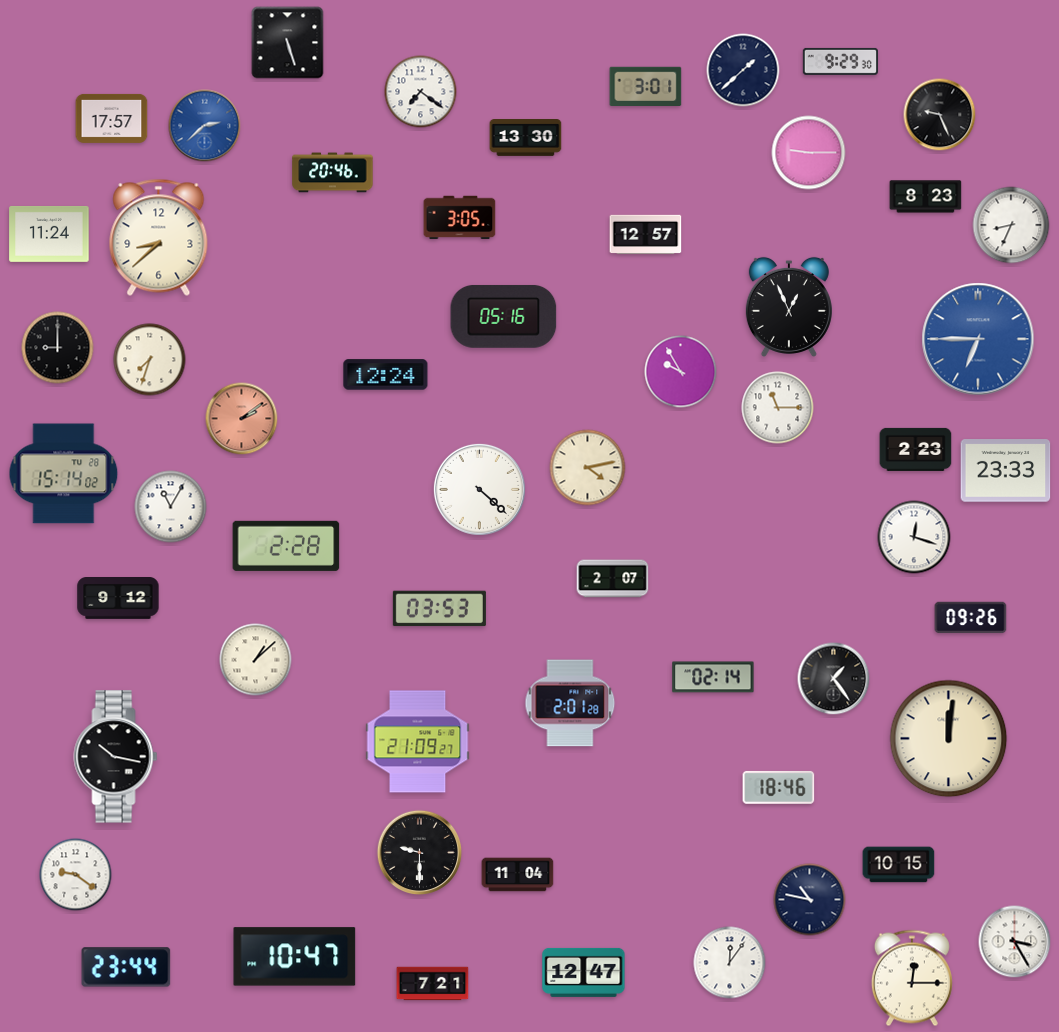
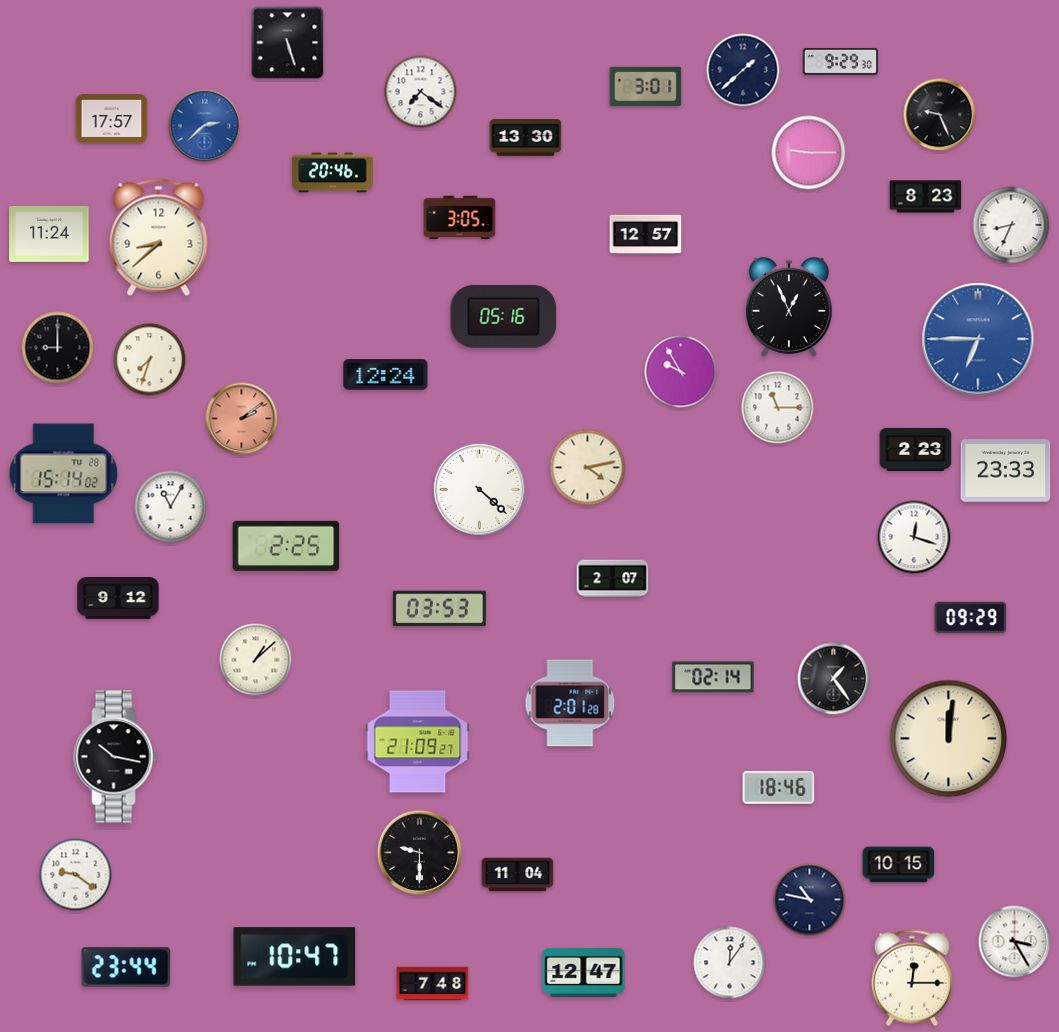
clock at (286, 546): 2:28 -> 2:25
clock at (971, 618): 09:26 -> 09:29
clock at (433, 984): 7:21 -> 7:48
